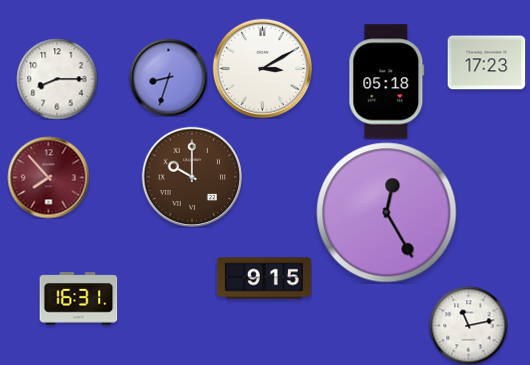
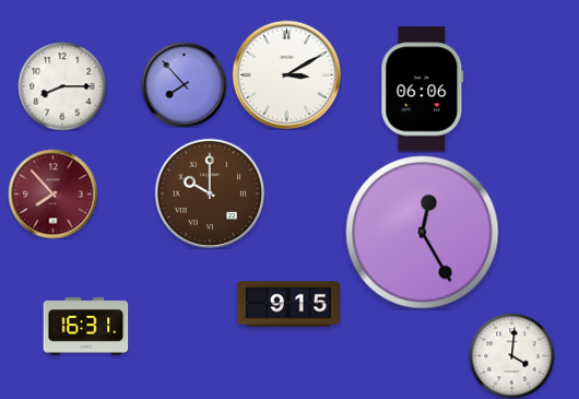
clock at (486, 63): 17:23 -> none
clock at (168, 77): 8:33 -> 7:53
clock at (387, 82): 05:18 -> 06:06
clock at (468, 325): 11:13 -> 4:01
